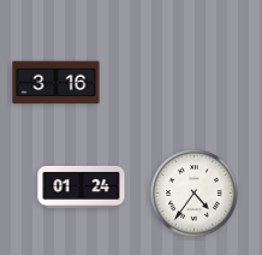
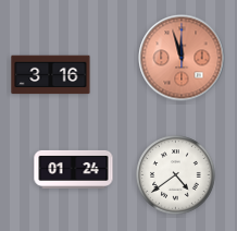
clock at (182, 58): none -> 11:57
clock at (195, 194): 4:36 -> 4:39
